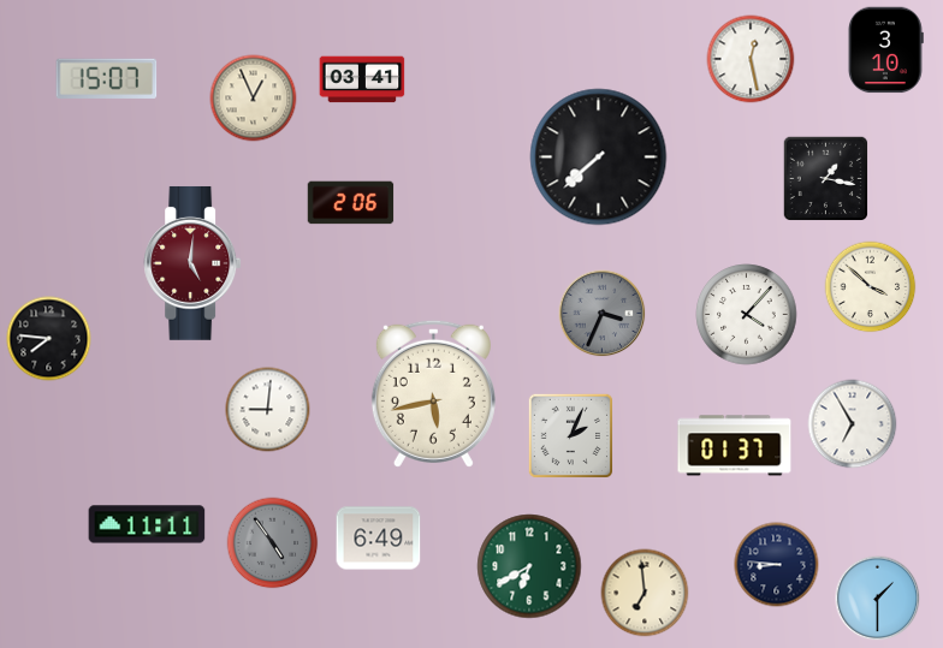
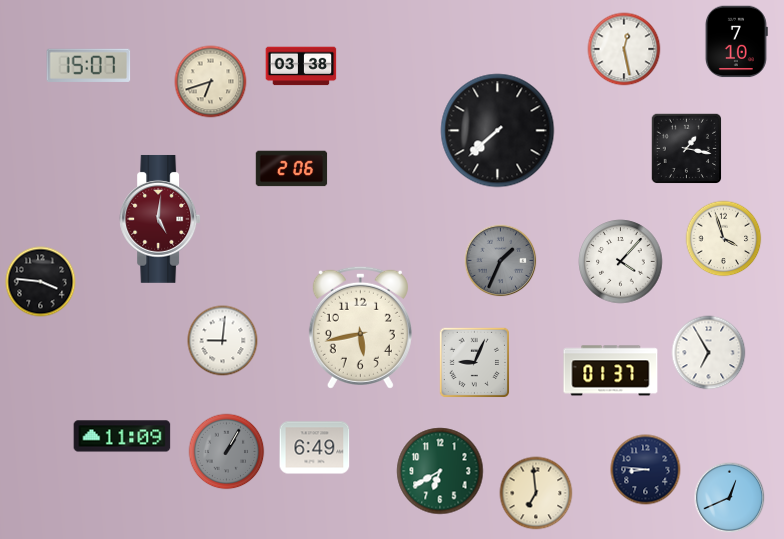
clock at (885, 50): 3:10 -> 7:10
clock at (362, 79): 03:41 -> 03:38
clock at (254, 99): 12:56 -> 6:42
clock at (871, 287): 3:52 -> 3:57
clock at (603, 314): 3:34 -> 1:34
clock at (49, 339): 7:46 -> 3:46
clock at (570, 435): 2:04 -> 9:04
clock at (147, 524): 11:11 -> 11:09
clock at (273, 543): 4:54 -> 1:05
clock at (878, 599): 1:30 -> 12:41
